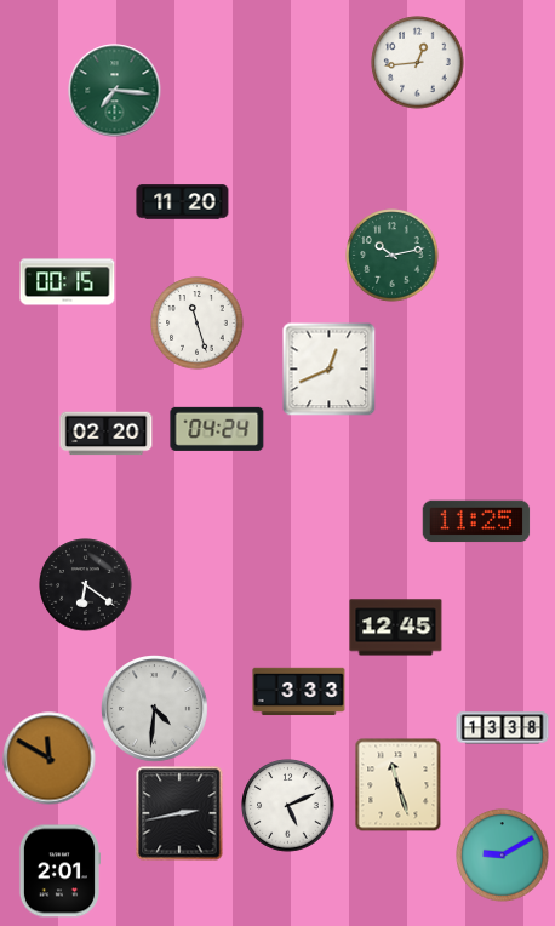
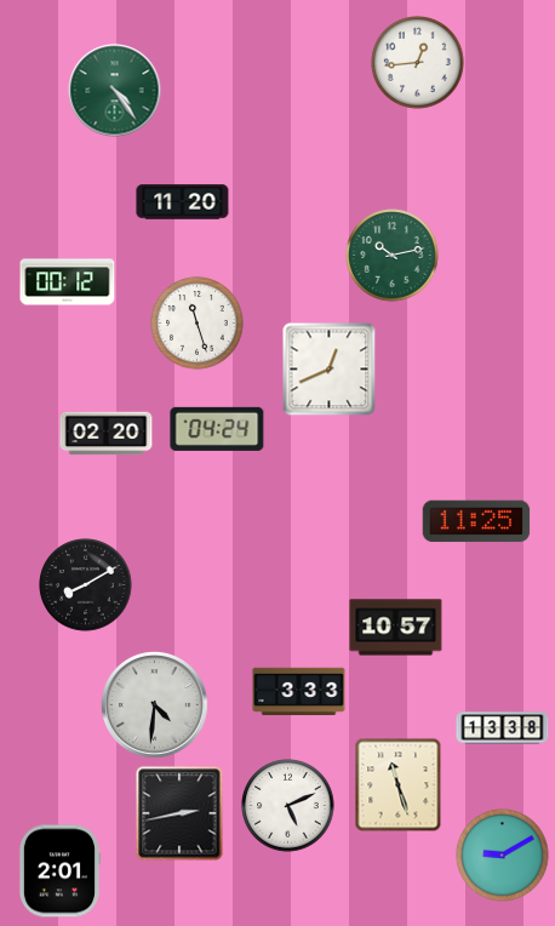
clock at (115, 91): 7:16 -> 4:24
clock at (68, 282): 00:15 -> 00:12
clock at (86, 585): 6:21 -> 8:10
clock at (396, 628): 12:45 -> 10:57
clock at (155, 709) position: (155, 709) -> (155, 705)
clock at (50, 759): 11:50 -> none
